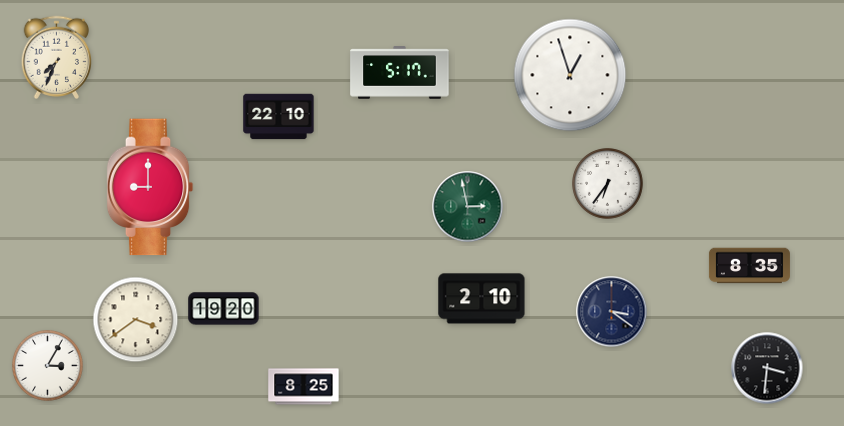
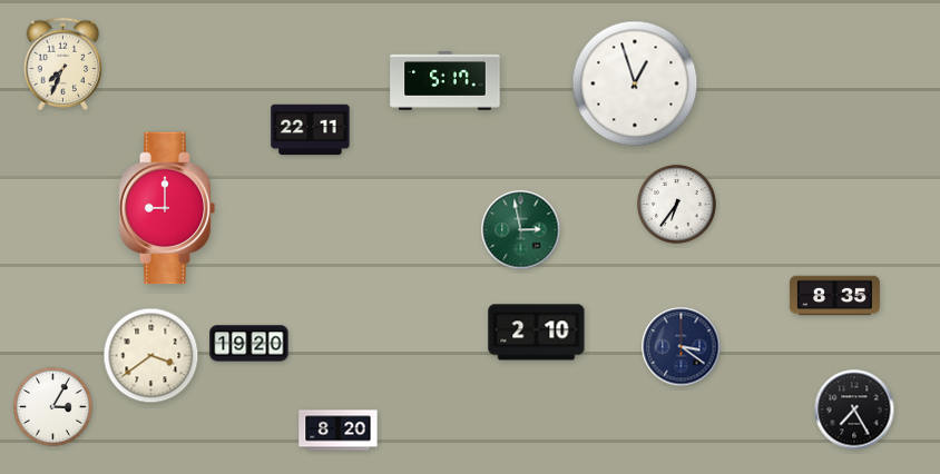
clock at (279, 117): 22:10 -> 22:11
clock at (767, 368): 3:31 -> 7:25
clock at (304, 387): 8:25 -> 8:20
